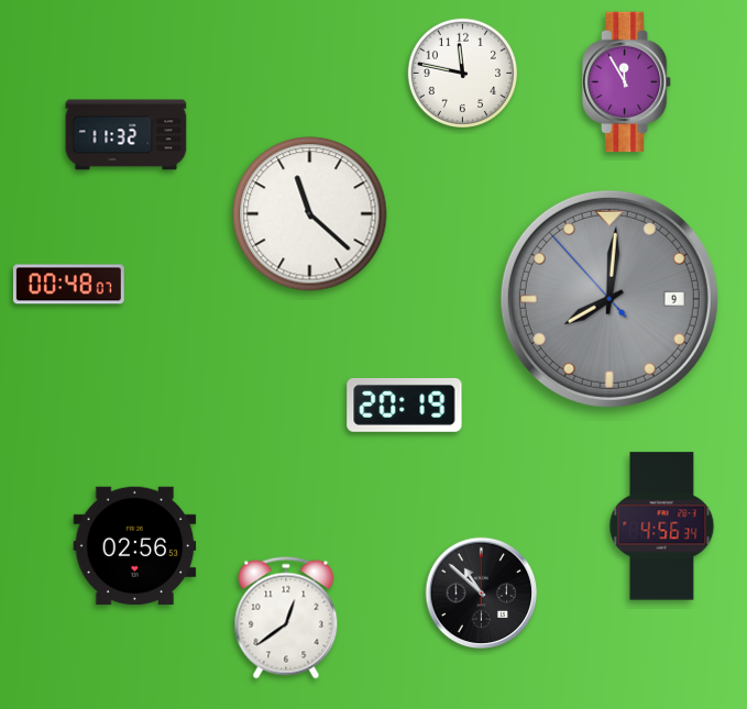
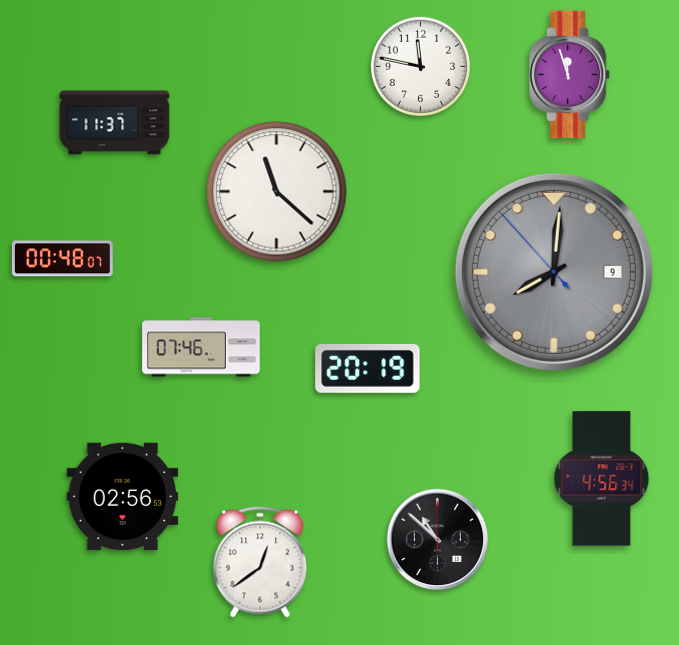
clock at (627, 82): 11:55 -> 11:57
clock at (127, 135): 11:32 -> 11:37
clock at (310, 214) position: (310, 214) -> (277, 192)
clock at (201, 347): none -> 07:46
